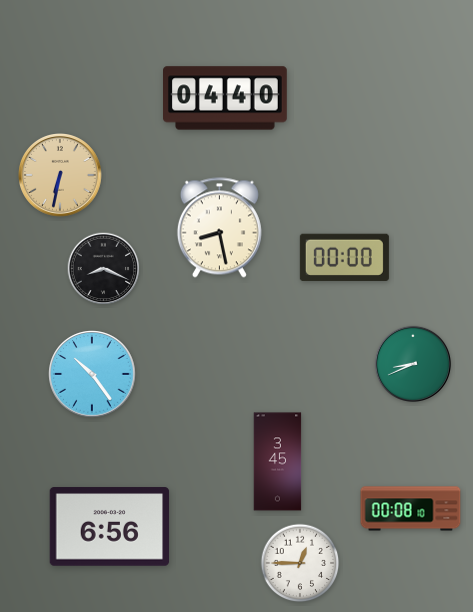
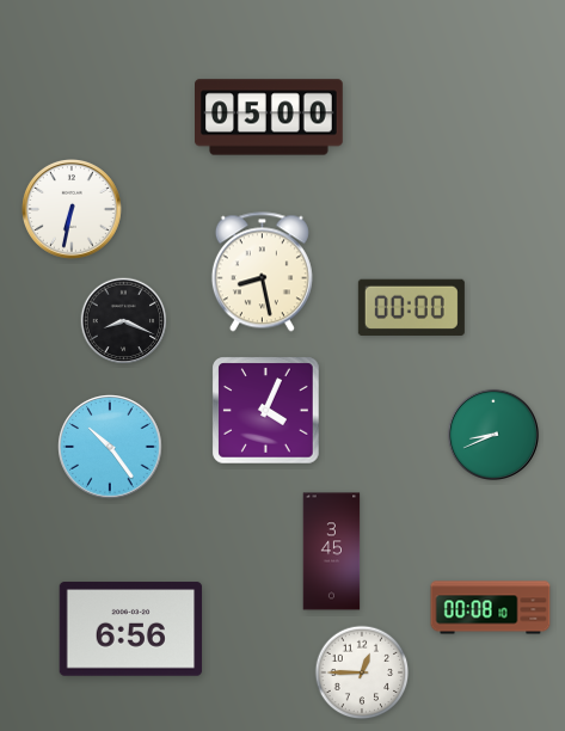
clock at (226, 98): 04:40 -> 05:00
clock at (61, 176) dial: champagne -> white
clock at (266, 411): none -> 4:04
clock at (300, 563) position: (300, 563) -> (362, 672)
